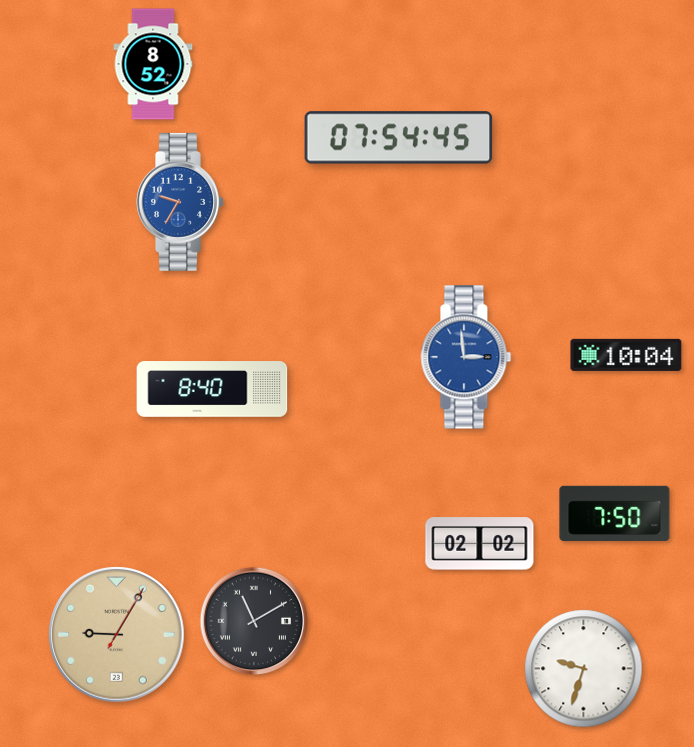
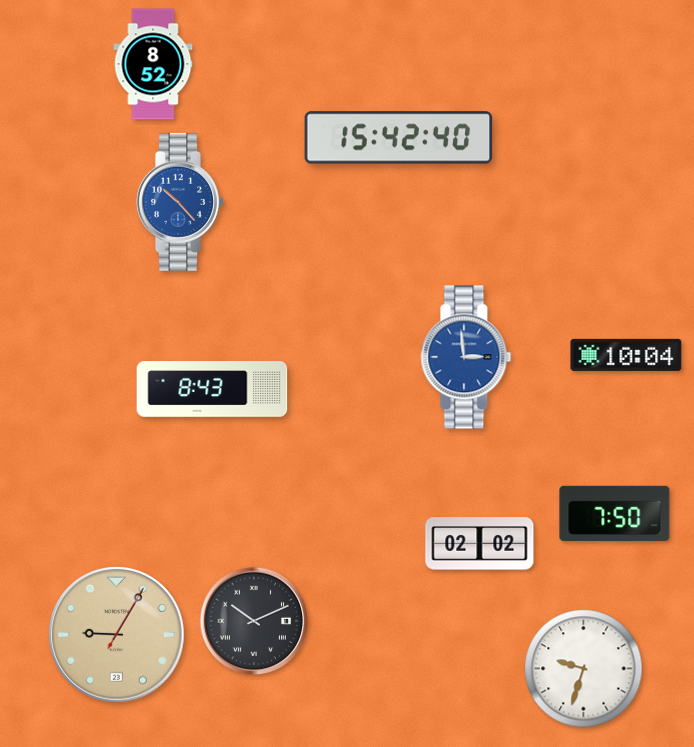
clock at (399, 138): 07:54 -> 15:42
clock at (181, 202): 9:35 -> 10:23
clock at (212, 389): 8:40 -> 8:43
clock at (254, 621): 11:10 -> 10:11
